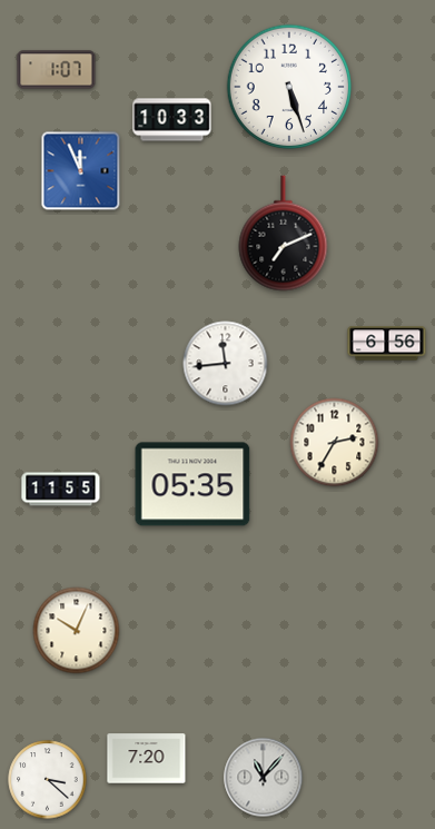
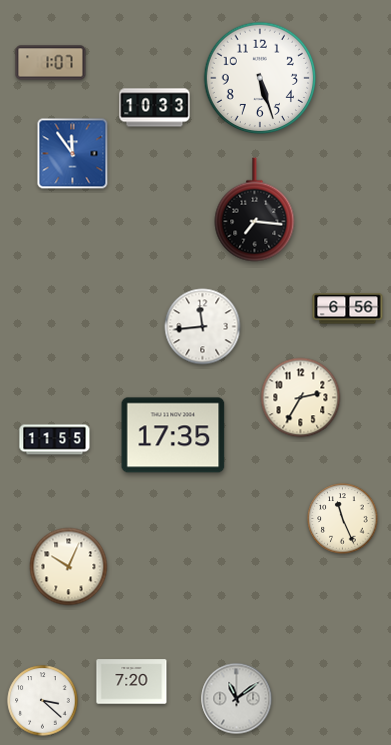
clock at (81, 171): 11:56 -> 11:54
clock at (284, 234): 7:11 -> 7:16
clock at (192, 484): 05:35 -> 17:35
clock at (343, 519): none -> 11:26
clock at (264, 778): 11:07 -> 11:09
